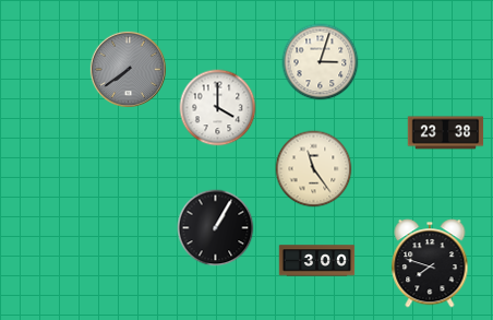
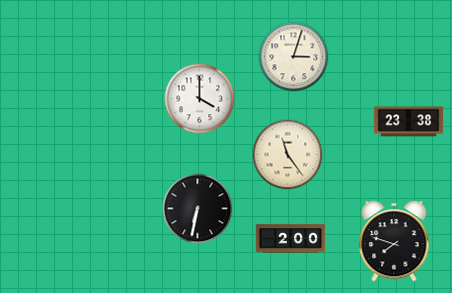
clock at (128, 69): 7:39 -> none
clock at (216, 228): 1:05 -> 6:32
clock at (317, 261): 3:00 -> 2:00
